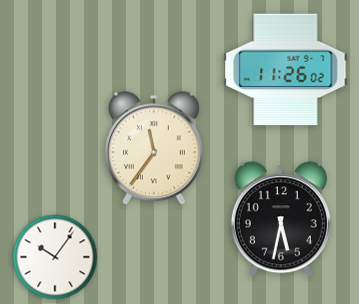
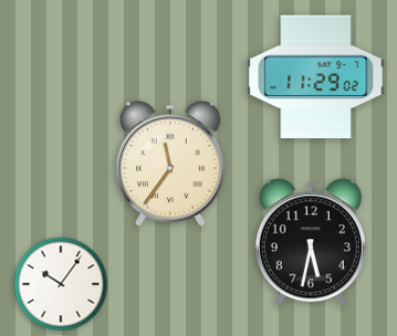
clock at (286, 70): 11:26 -> 11:29
